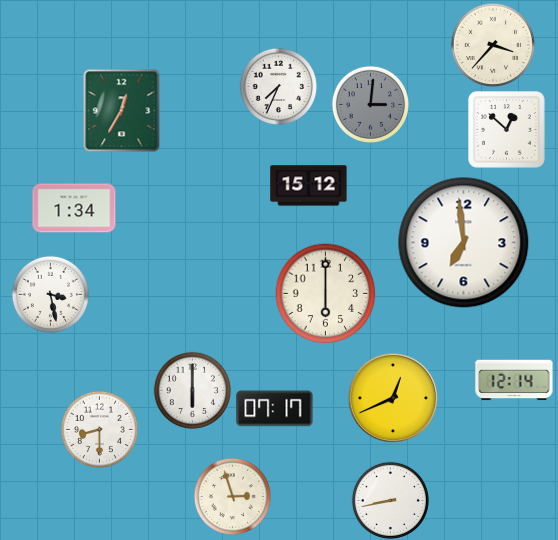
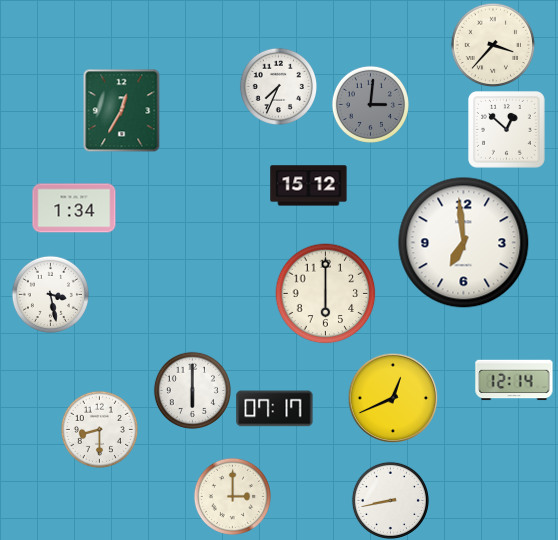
clock at (232, 496): 2:57 -> 3:00
